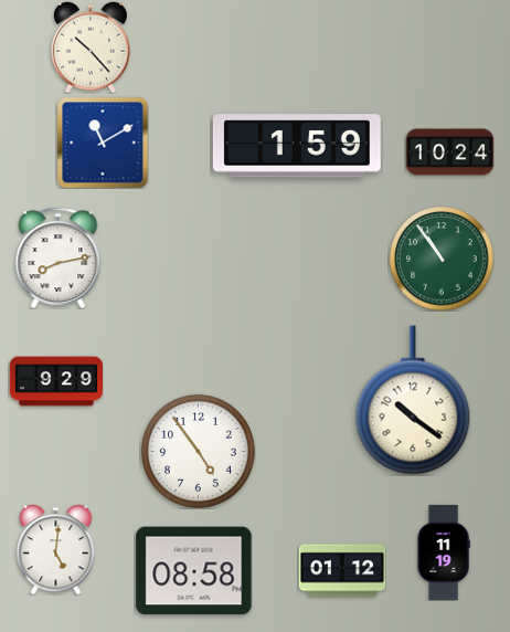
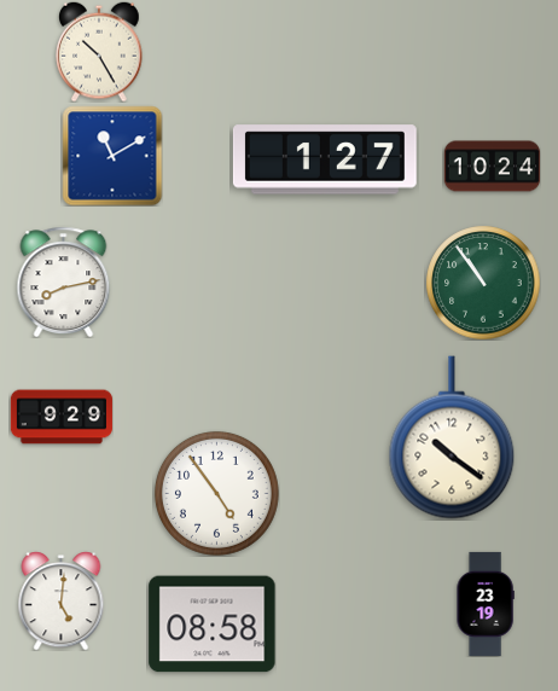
clock at (91, 48): 10:23 -> 10:25
clock at (297, 146): 1:59 -> 1:27
clock at (444, 552): 11:19 -> 23:19
clock at (342, 570): 01:12 -> none
